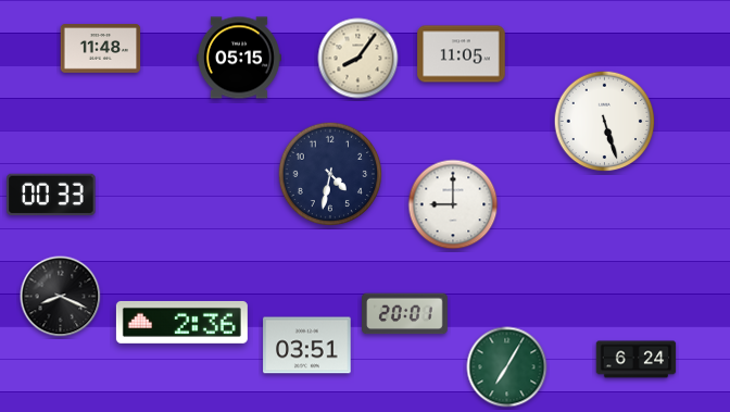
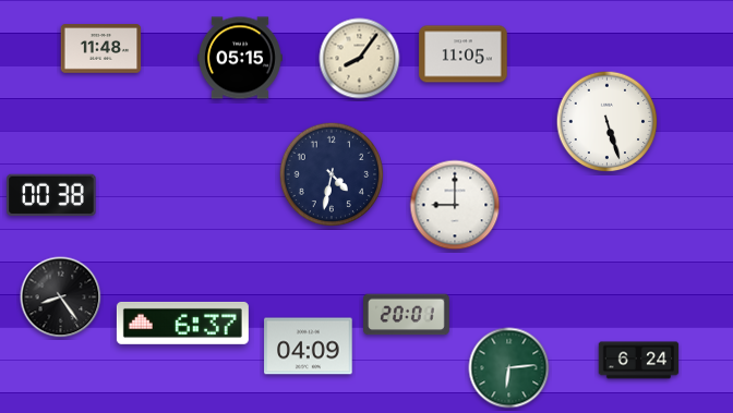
clock at (51, 195): 00:33 -> 00:38
clock at (61, 297): 8:19 -> 8:24
clock at (181, 322): 2:36 -> 6:37
clock at (307, 346): 03:51 -> 04:09
clock at (507, 367): 7:05 -> 6:14
